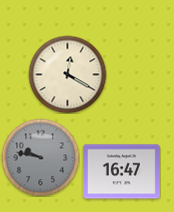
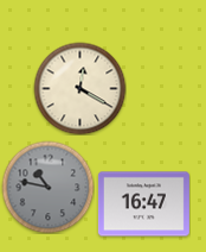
clock at (40, 157): 9:47 -> 10:47
